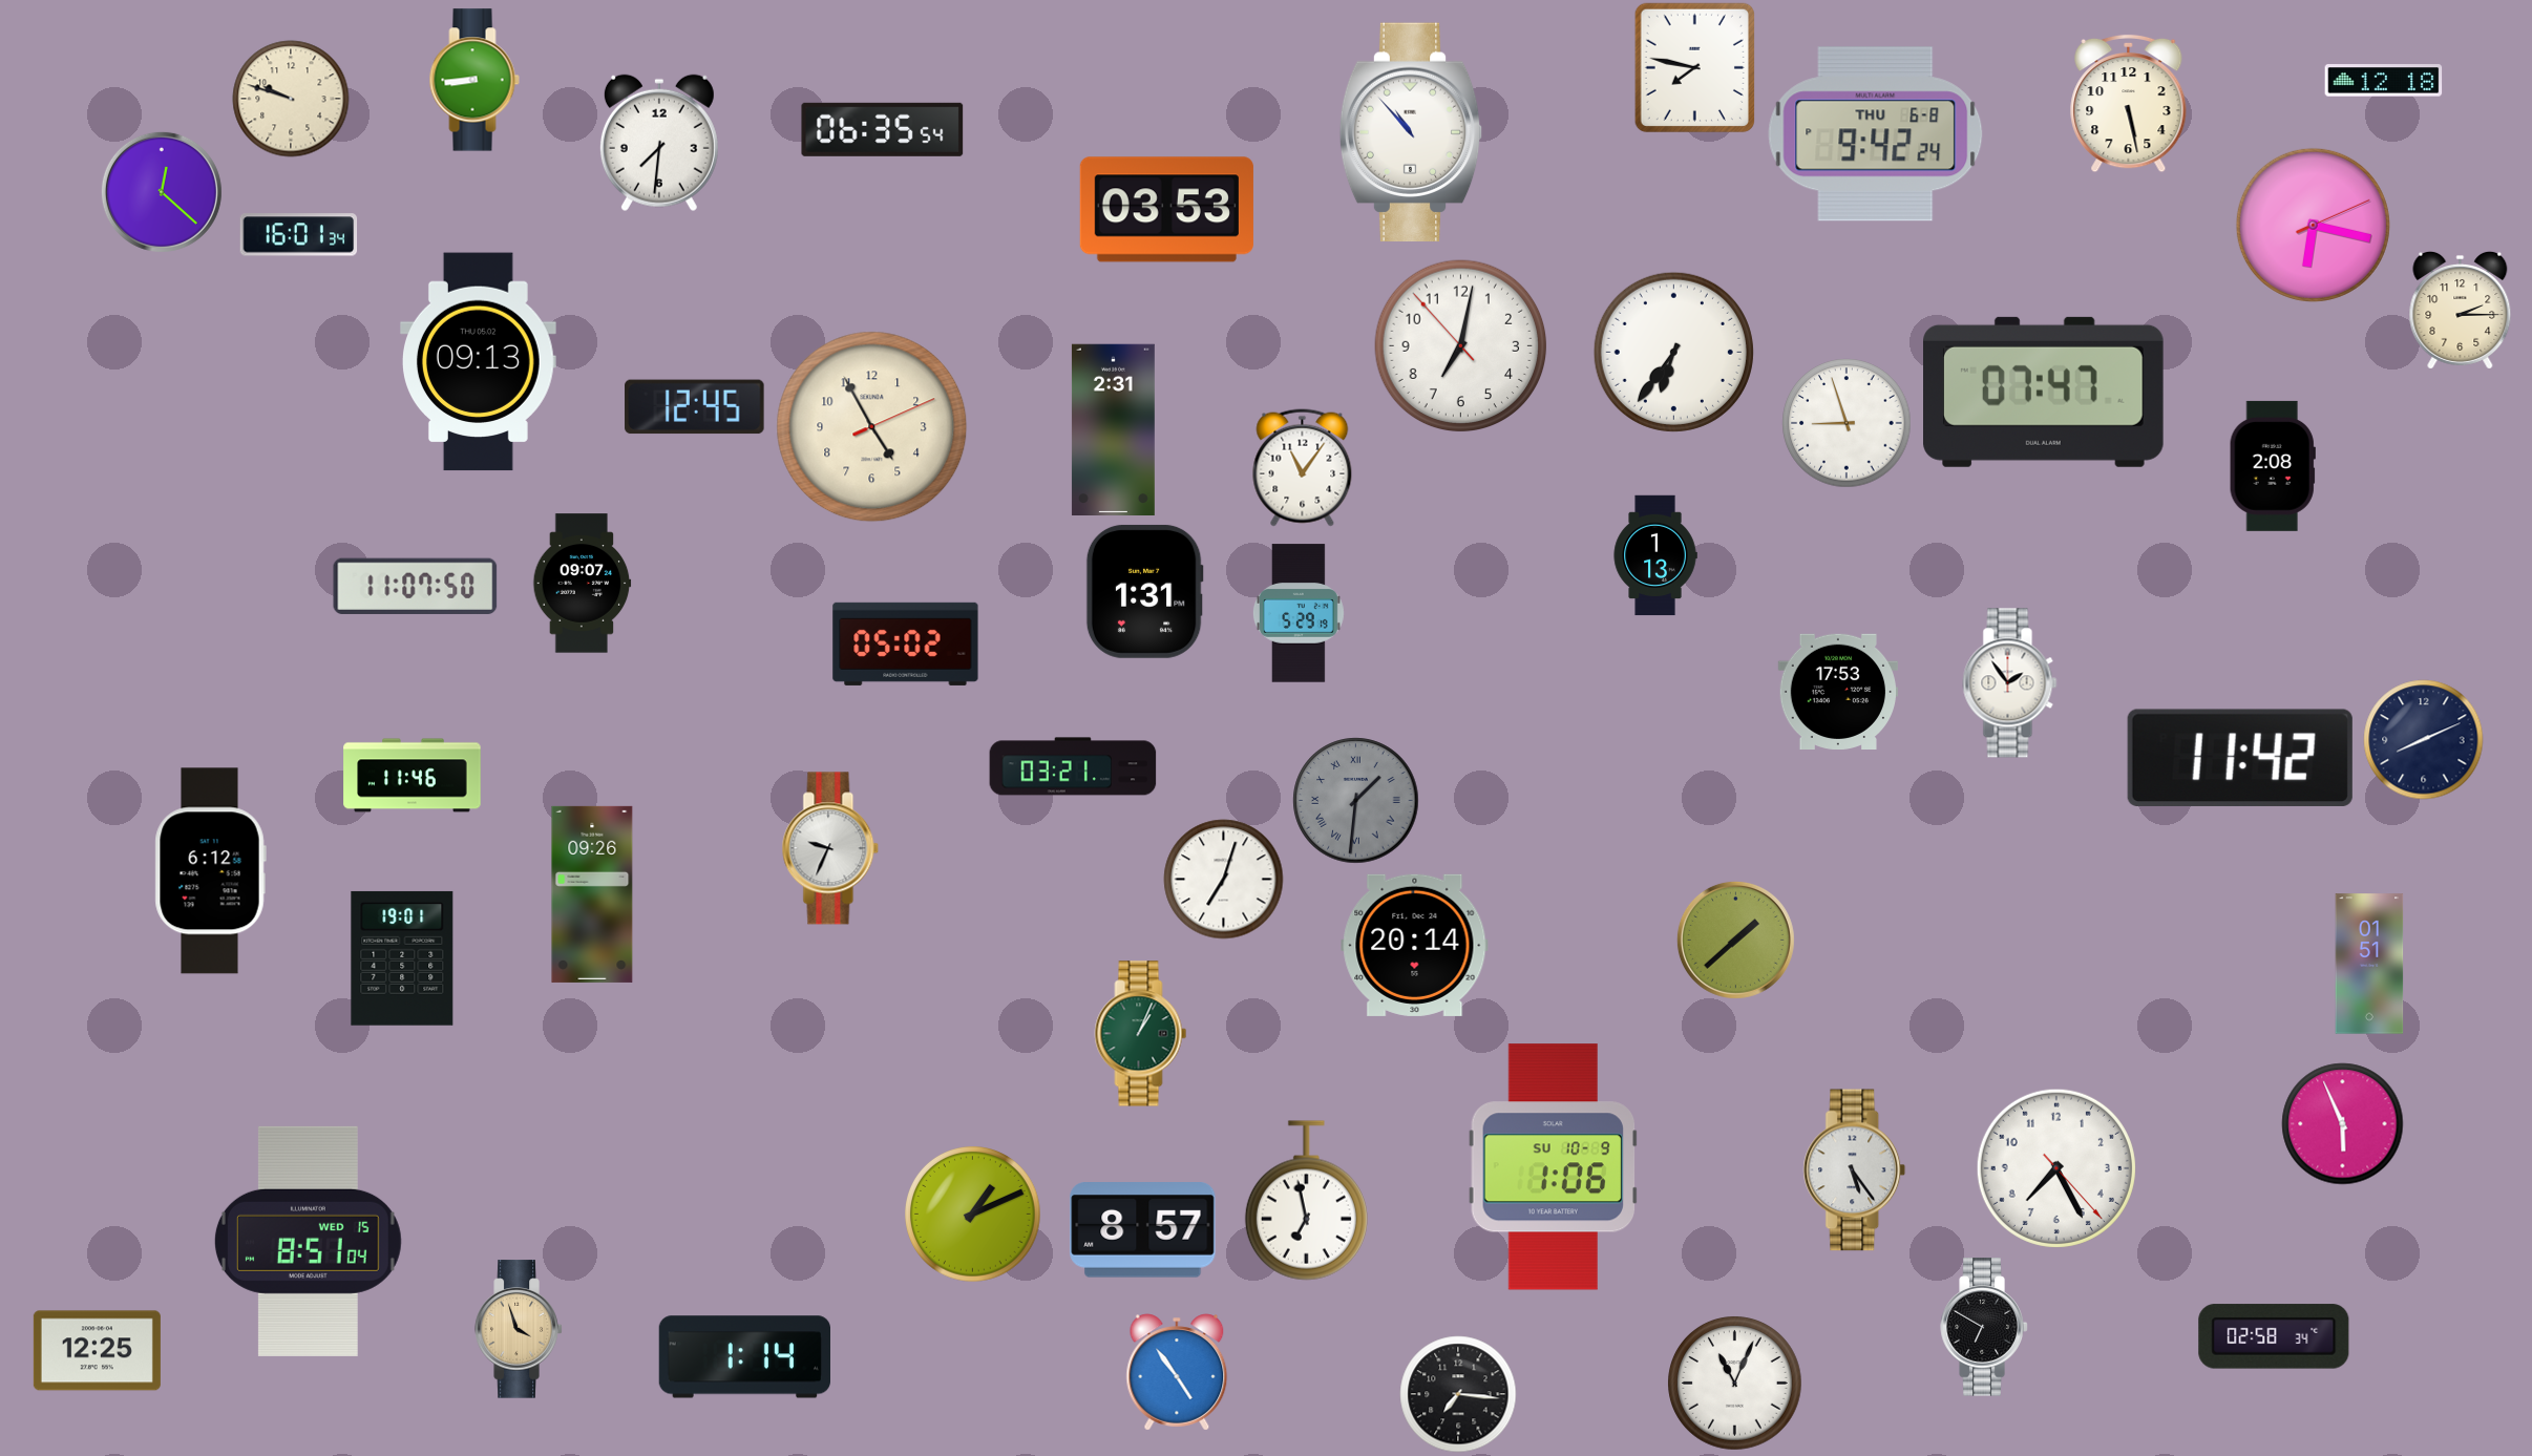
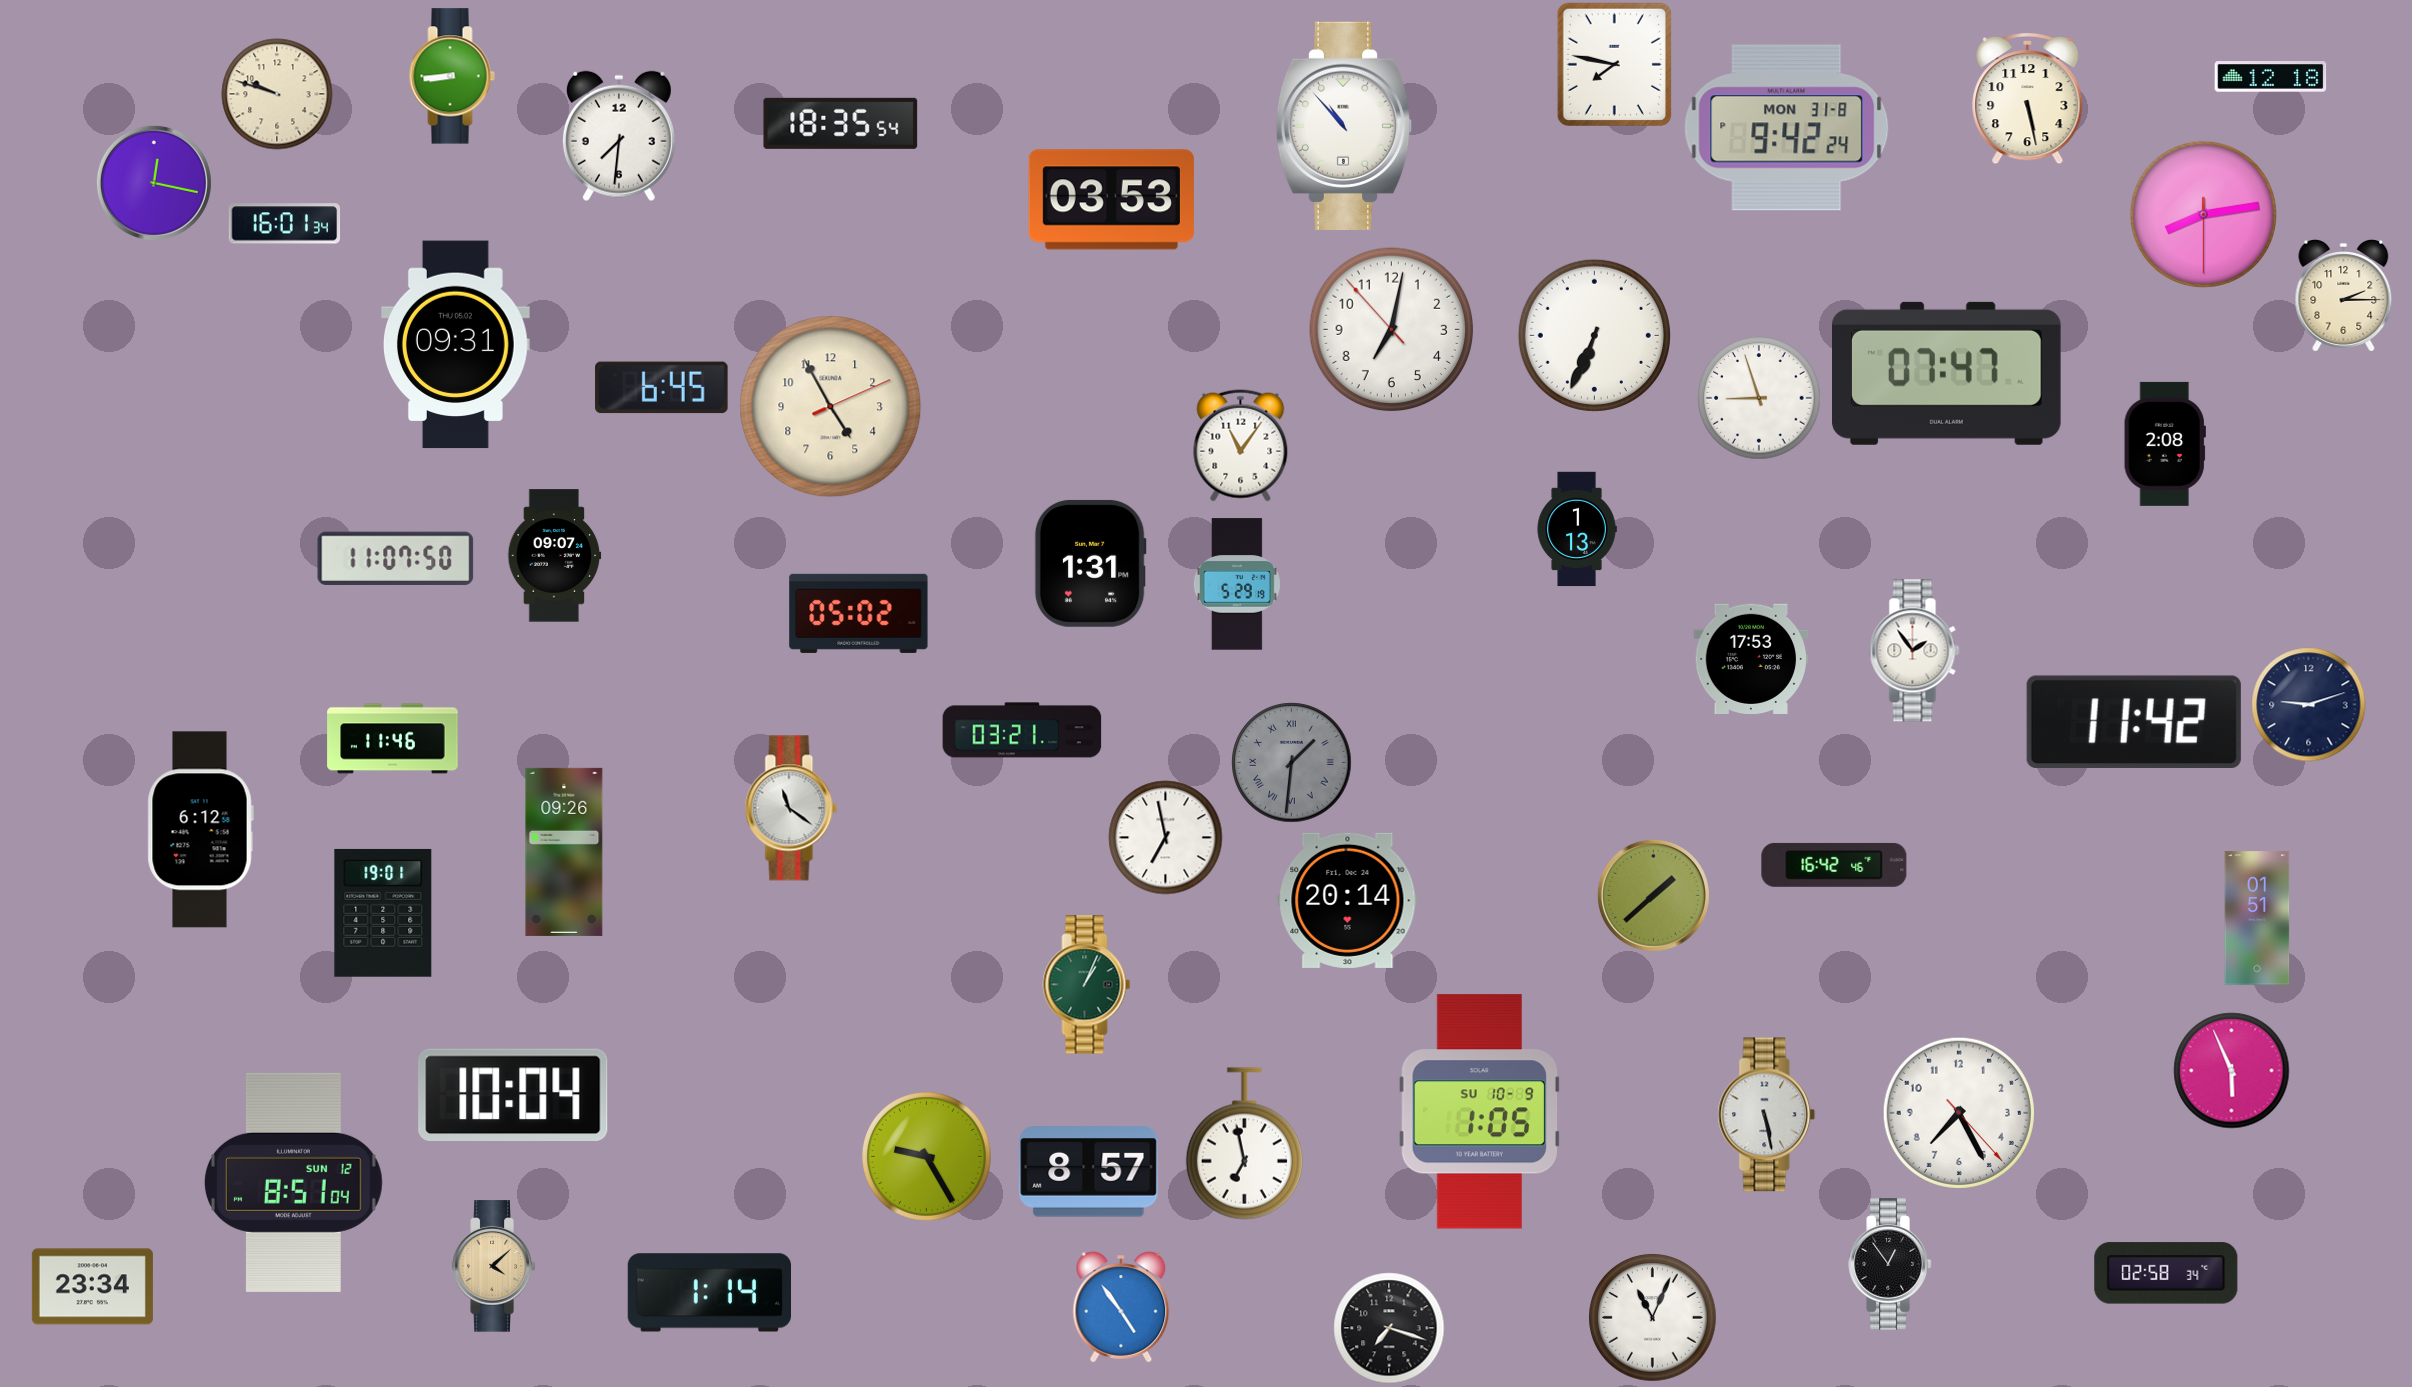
clock at (883, 129): 06:35 -> 18:35
clock at (1876, 134) date: THU 6-8 -> MON 31-8
clock at (659, 143) position: (659, 143) -> (619, 136)
clock at (162, 192): 12:22 -> 12:17
clock at (2313, 225): 6:17 -> 8:13
clock at (1673, 352): 6:36 -> 6:34
clock at (478, 362): 09:13 -> 09:31
clock at (695, 407): 12:45 -> 6:45
clock at (1847, 423) position: (1847, 423) -> (1759, 398)
clock at (1113, 429): 2:31 -> none
clock at (906, 643) position: (906, 643) -> (859, 613)
clock at (2424, 740): 8:11 -> 9:12
clock at (830, 848): 9:34 -> 11:21
clock at (1224, 880): 7:03 -> 6:58
clock at (1834, 865): none -> 16:42
clock at (513, 1094): none -> 10:04
clock at (1553, 1167): 1:06 -> 1:05
clock at (1855, 1170): 5:24 -> 5:28
clock at (973, 1215): 1:11 -> 9:25
clock at (308, 1241) date: WED 15 -> SUN 12
clock at (1984, 1327): 6:50 -> 12:54
clock at (519, 1329): 3:57 -> 4:08
clock at (97, 1351): 12:25 -> 23:34
clock at (1458, 1394): 7:16 -> 7:18
